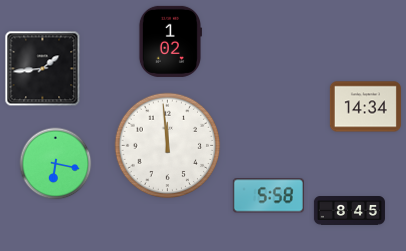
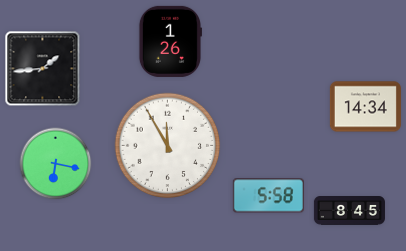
clock at (170, 41): 1:02 -> 1:26
clock at (168, 146): 11:59 -> 11:55
